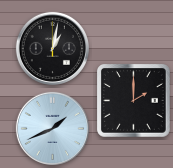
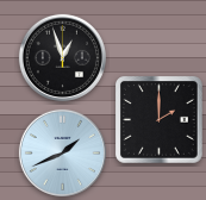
clock at (52, 48): 1:02 -> 12:57
